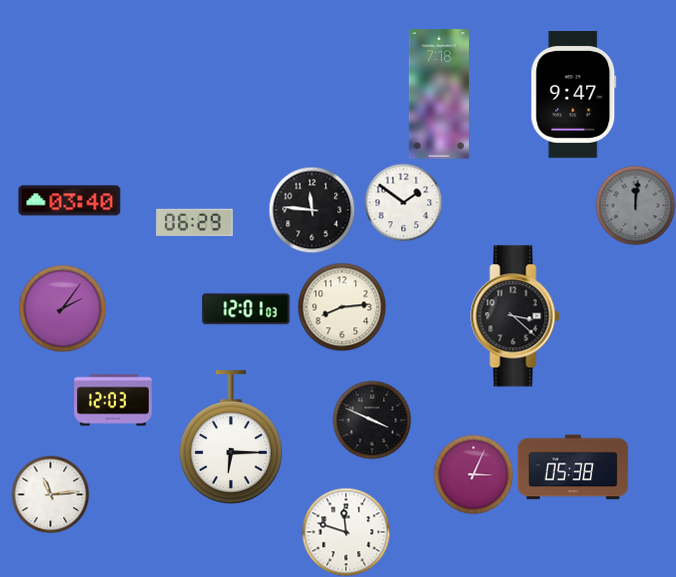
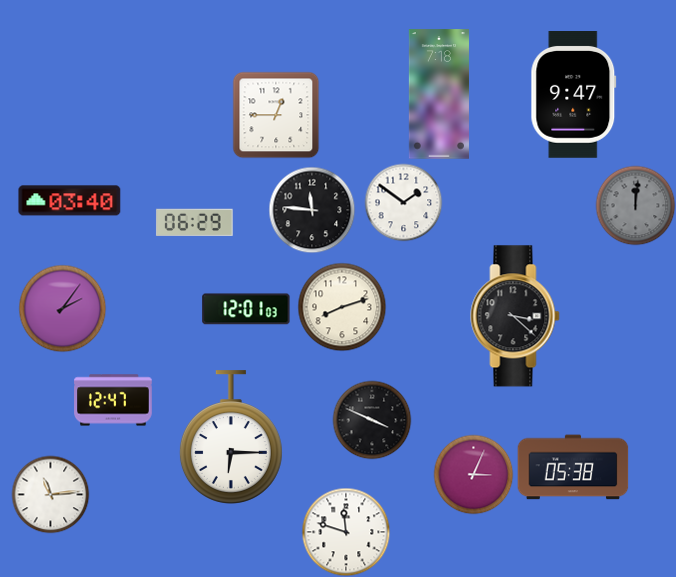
clock at (276, 115): none -> 12:45
clock at (342, 307): 8:14 -> 8:12
clock at (113, 400): 12:03 -> 12:47
